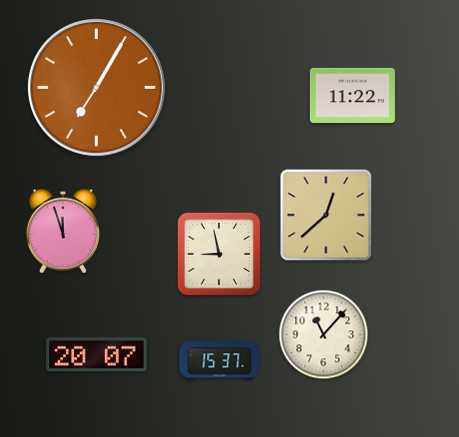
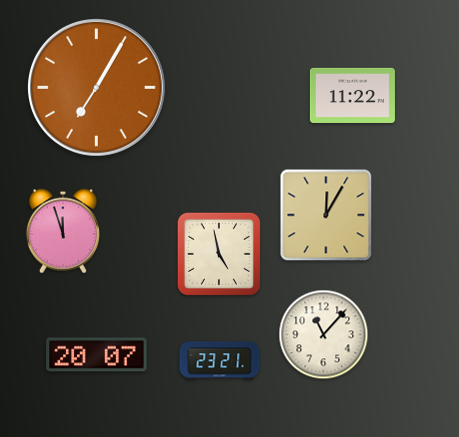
clock at (326, 215): 12:38 -> 12:05
clock at (219, 254): 8:58 -> 4:58
clock at (220, 361): 15:37 -> 23:21
